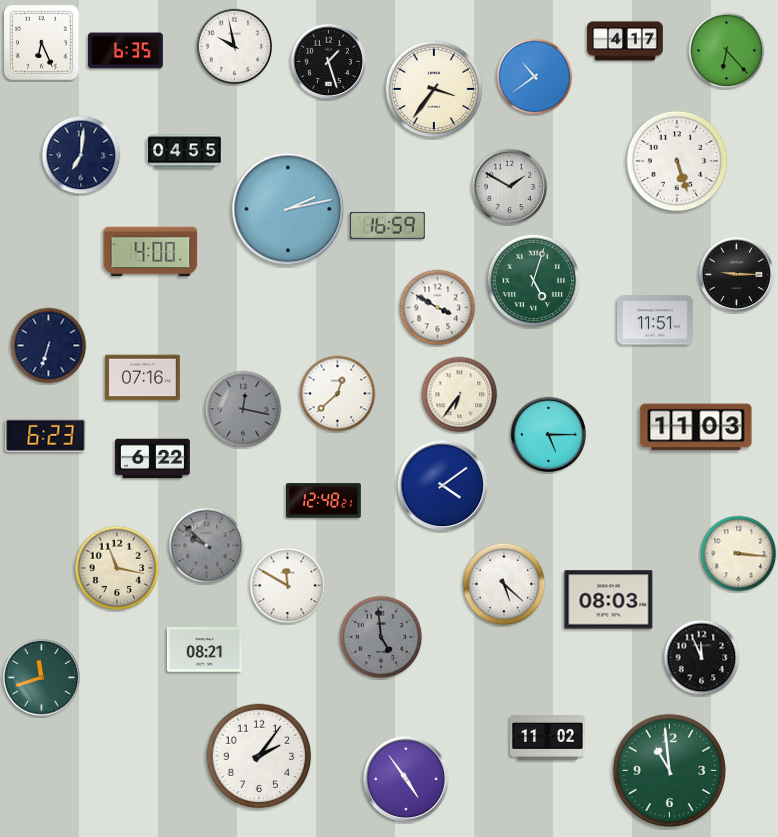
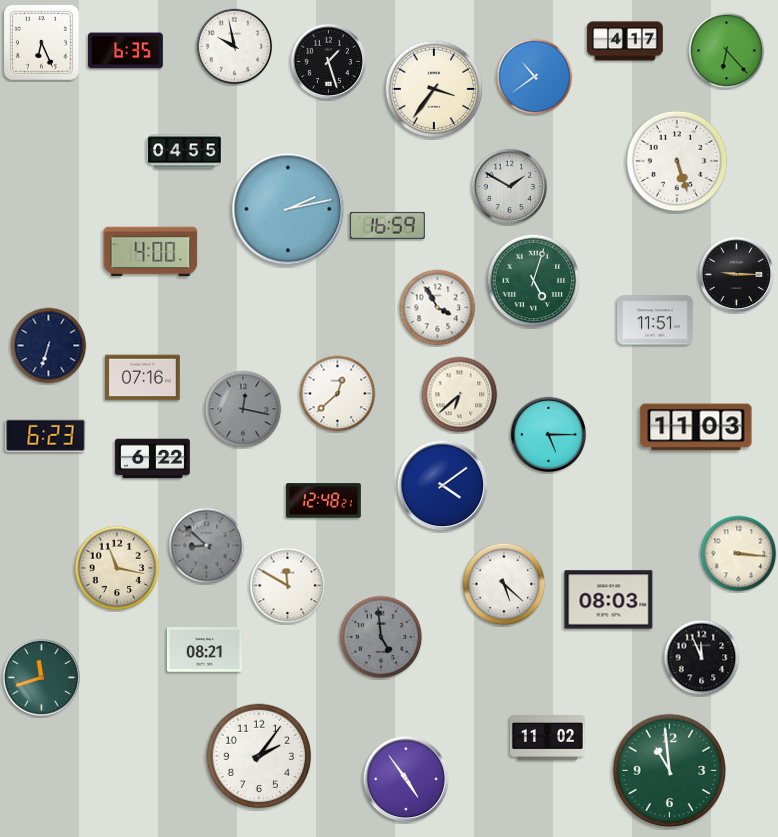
clock at (81, 155): 7:01 -> none
clock at (438, 308): 3:50 -> 3:55
clock at (460, 395): 6:36 -> 6:38
clock at (207, 546): 9:52 -> 8:52
